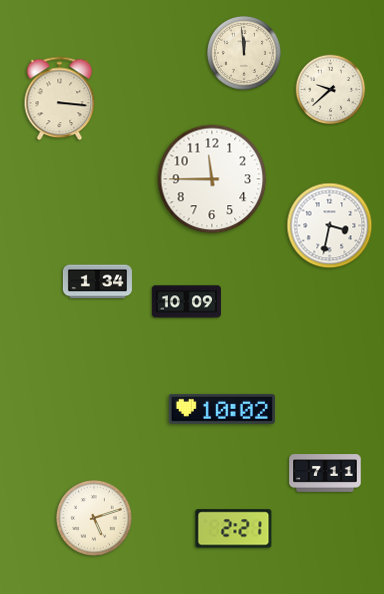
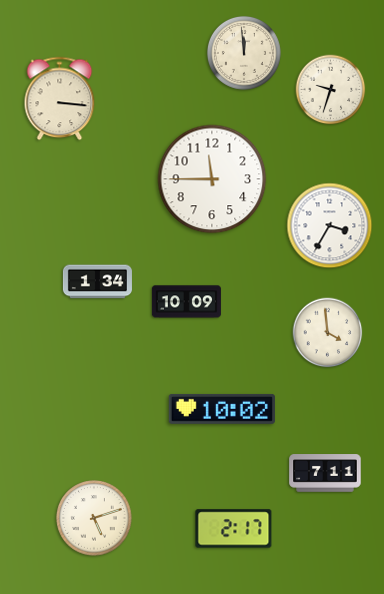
clock at (331, 90): 9:38 -> 9:33
clock at (330, 226): 3:32 -> 3:35
clock at (328, 333): none -> 3:59
clock at (234, 529): 2:21 -> 2:17
